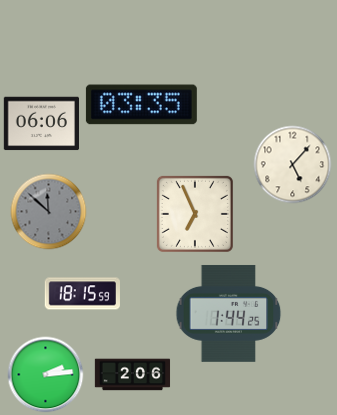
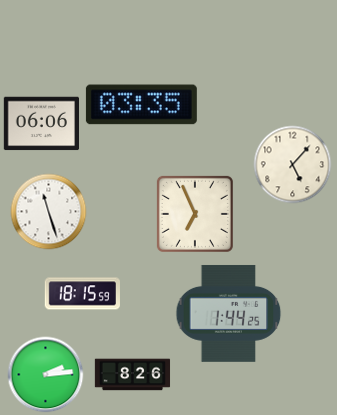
clock at (49, 212): 11:52 -> 11:27
clock at (49, 212) dial: grey -> white
clock at (133, 375): 2:06 -> 8:26
